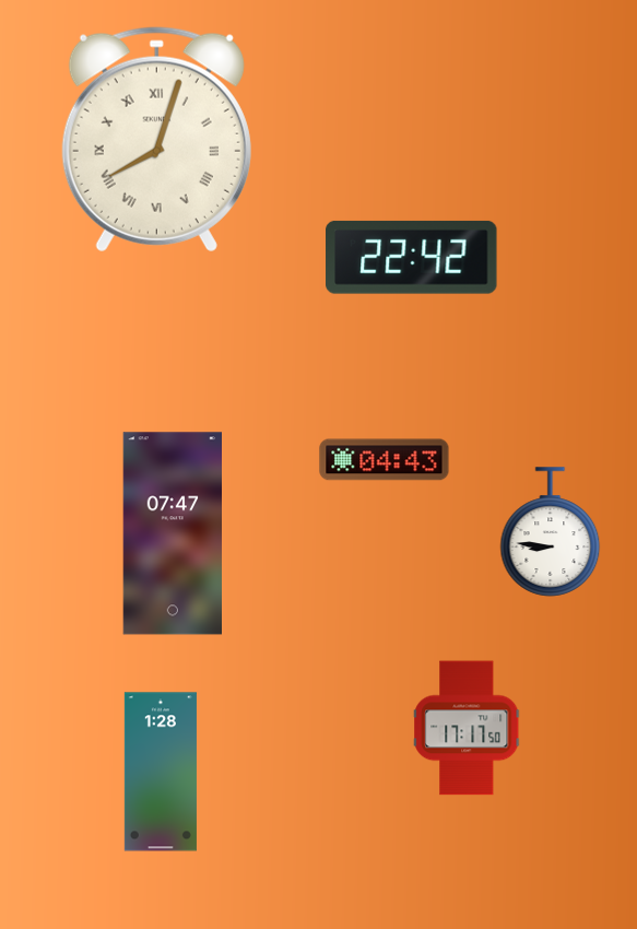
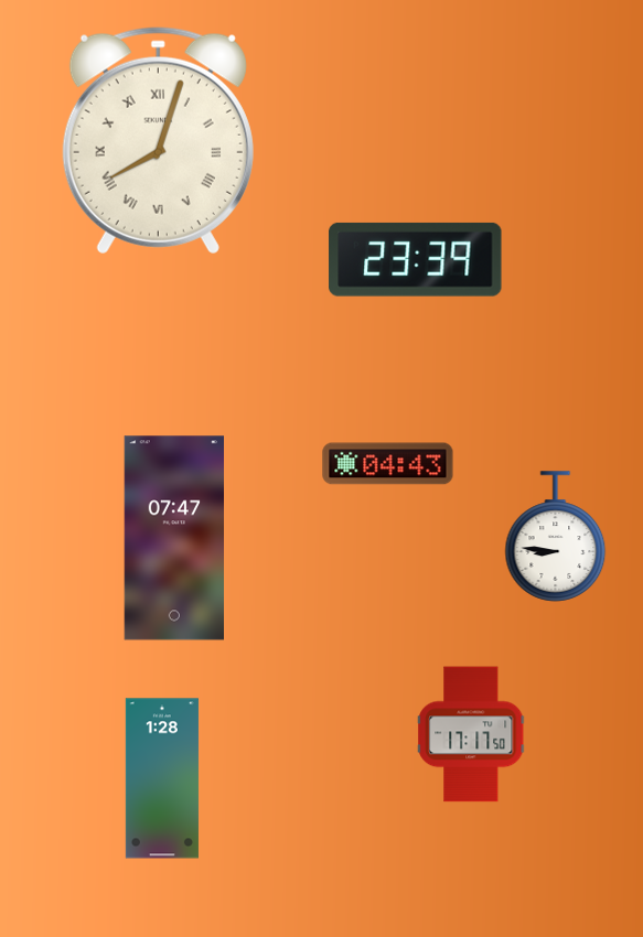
clock at (412, 257): 22:42 -> 23:39
